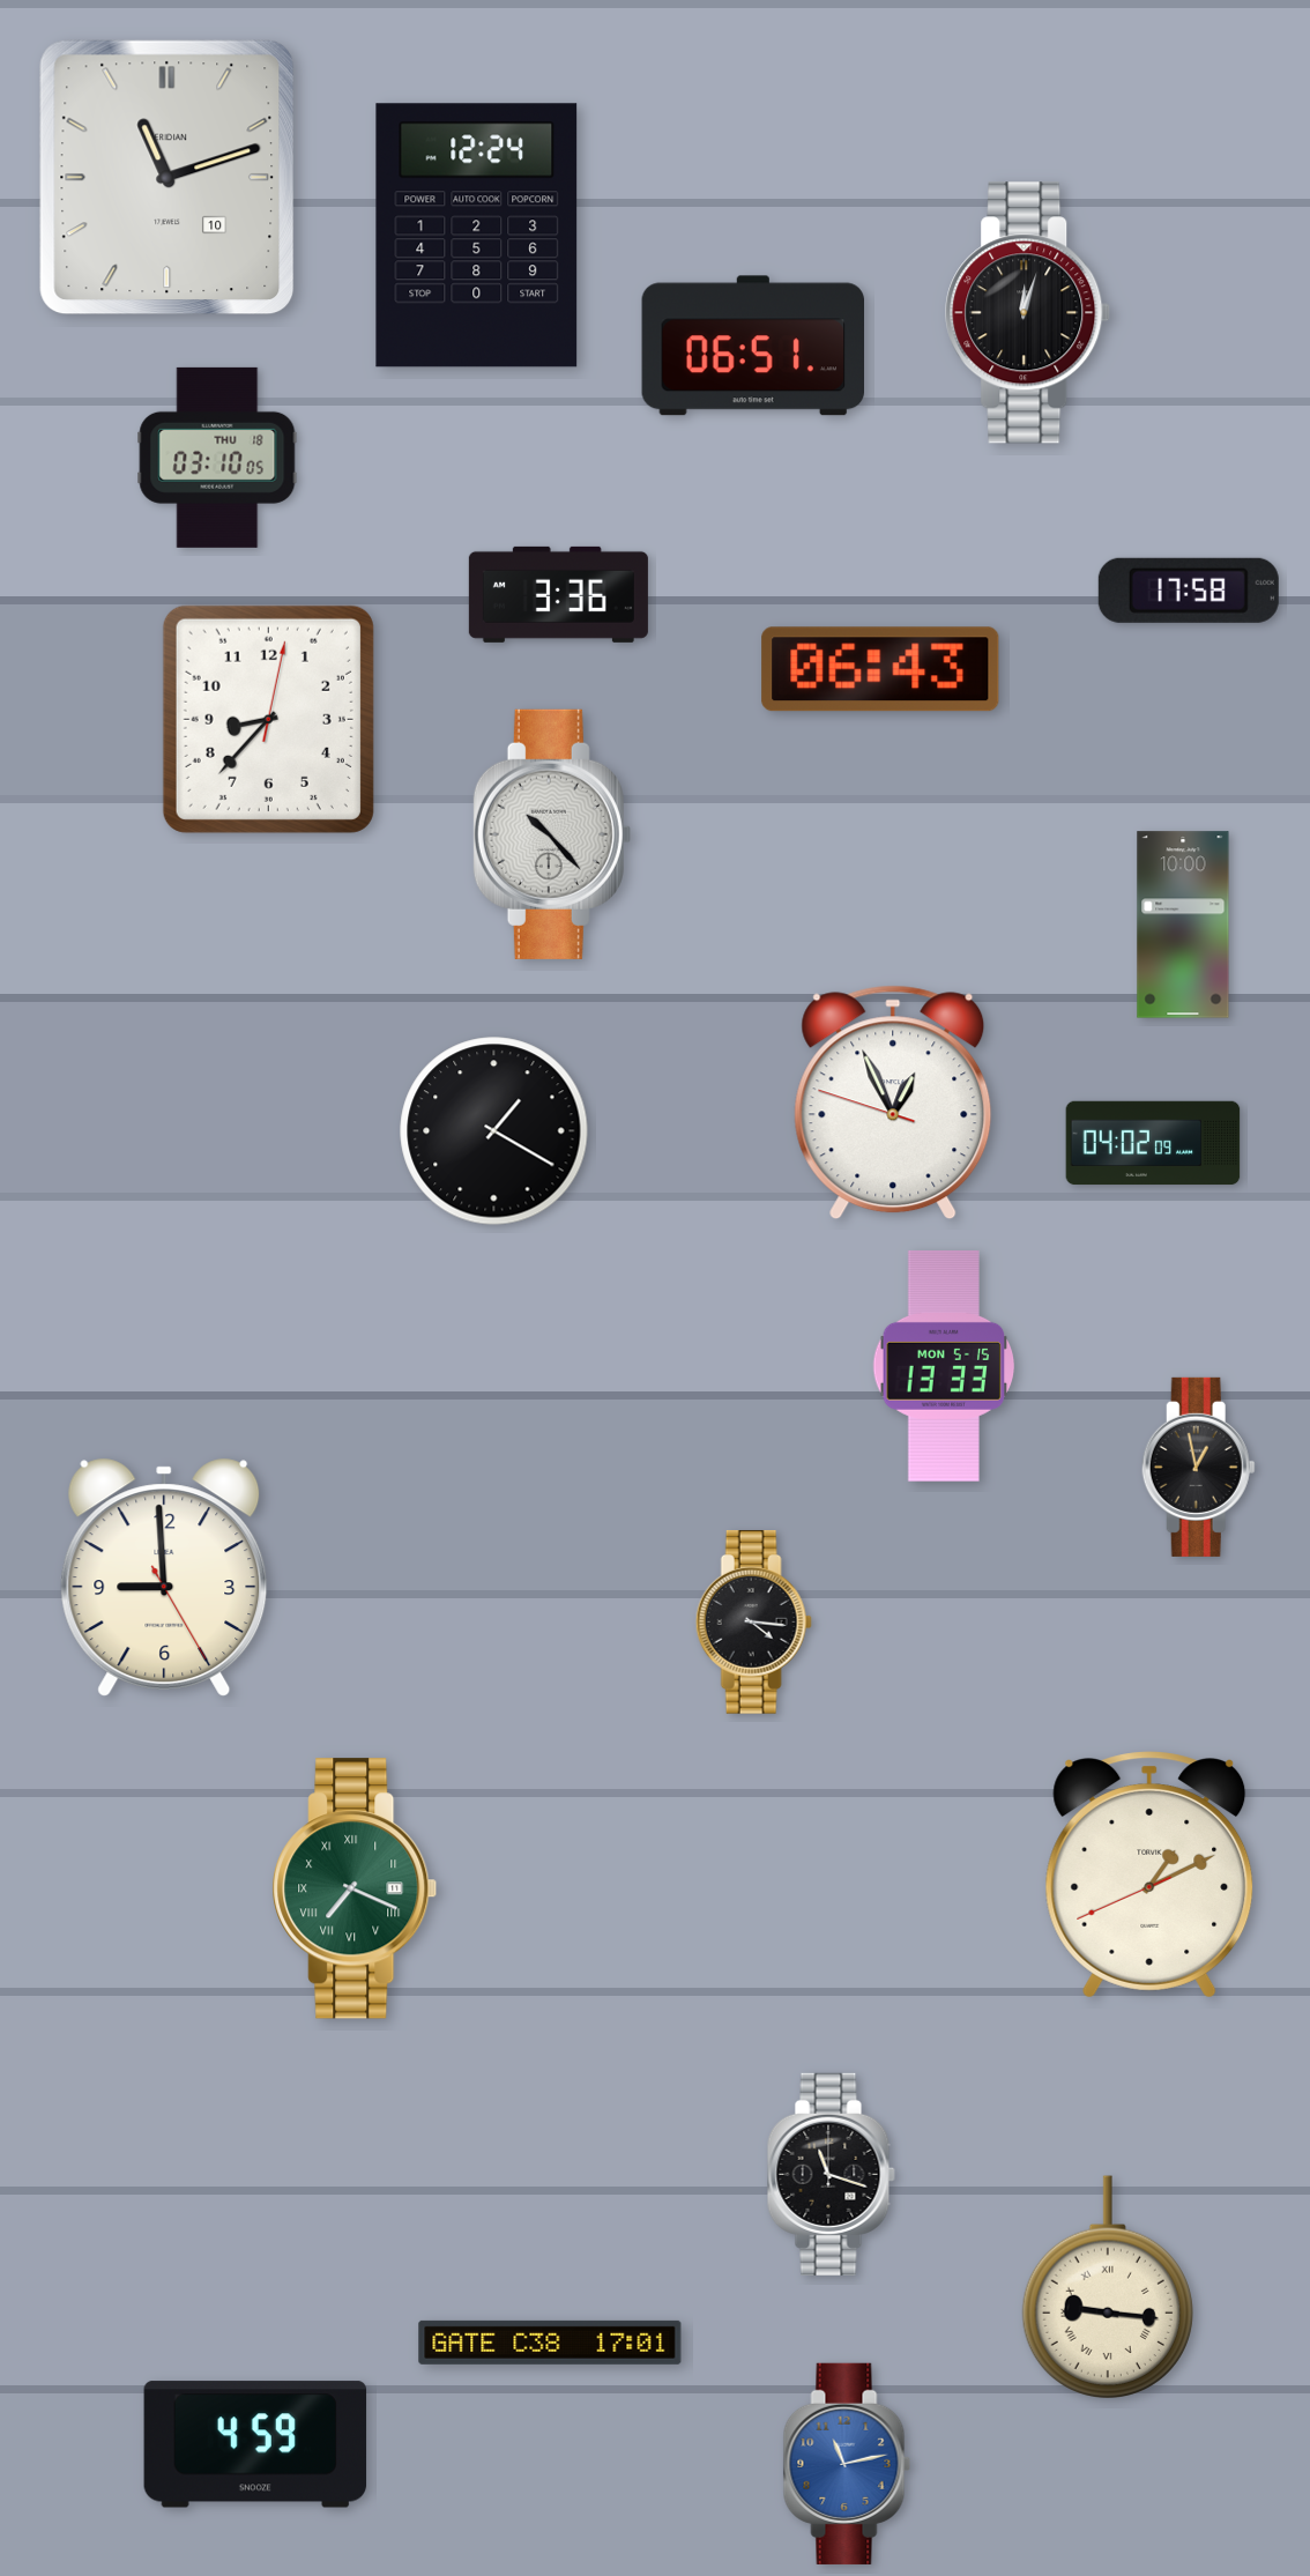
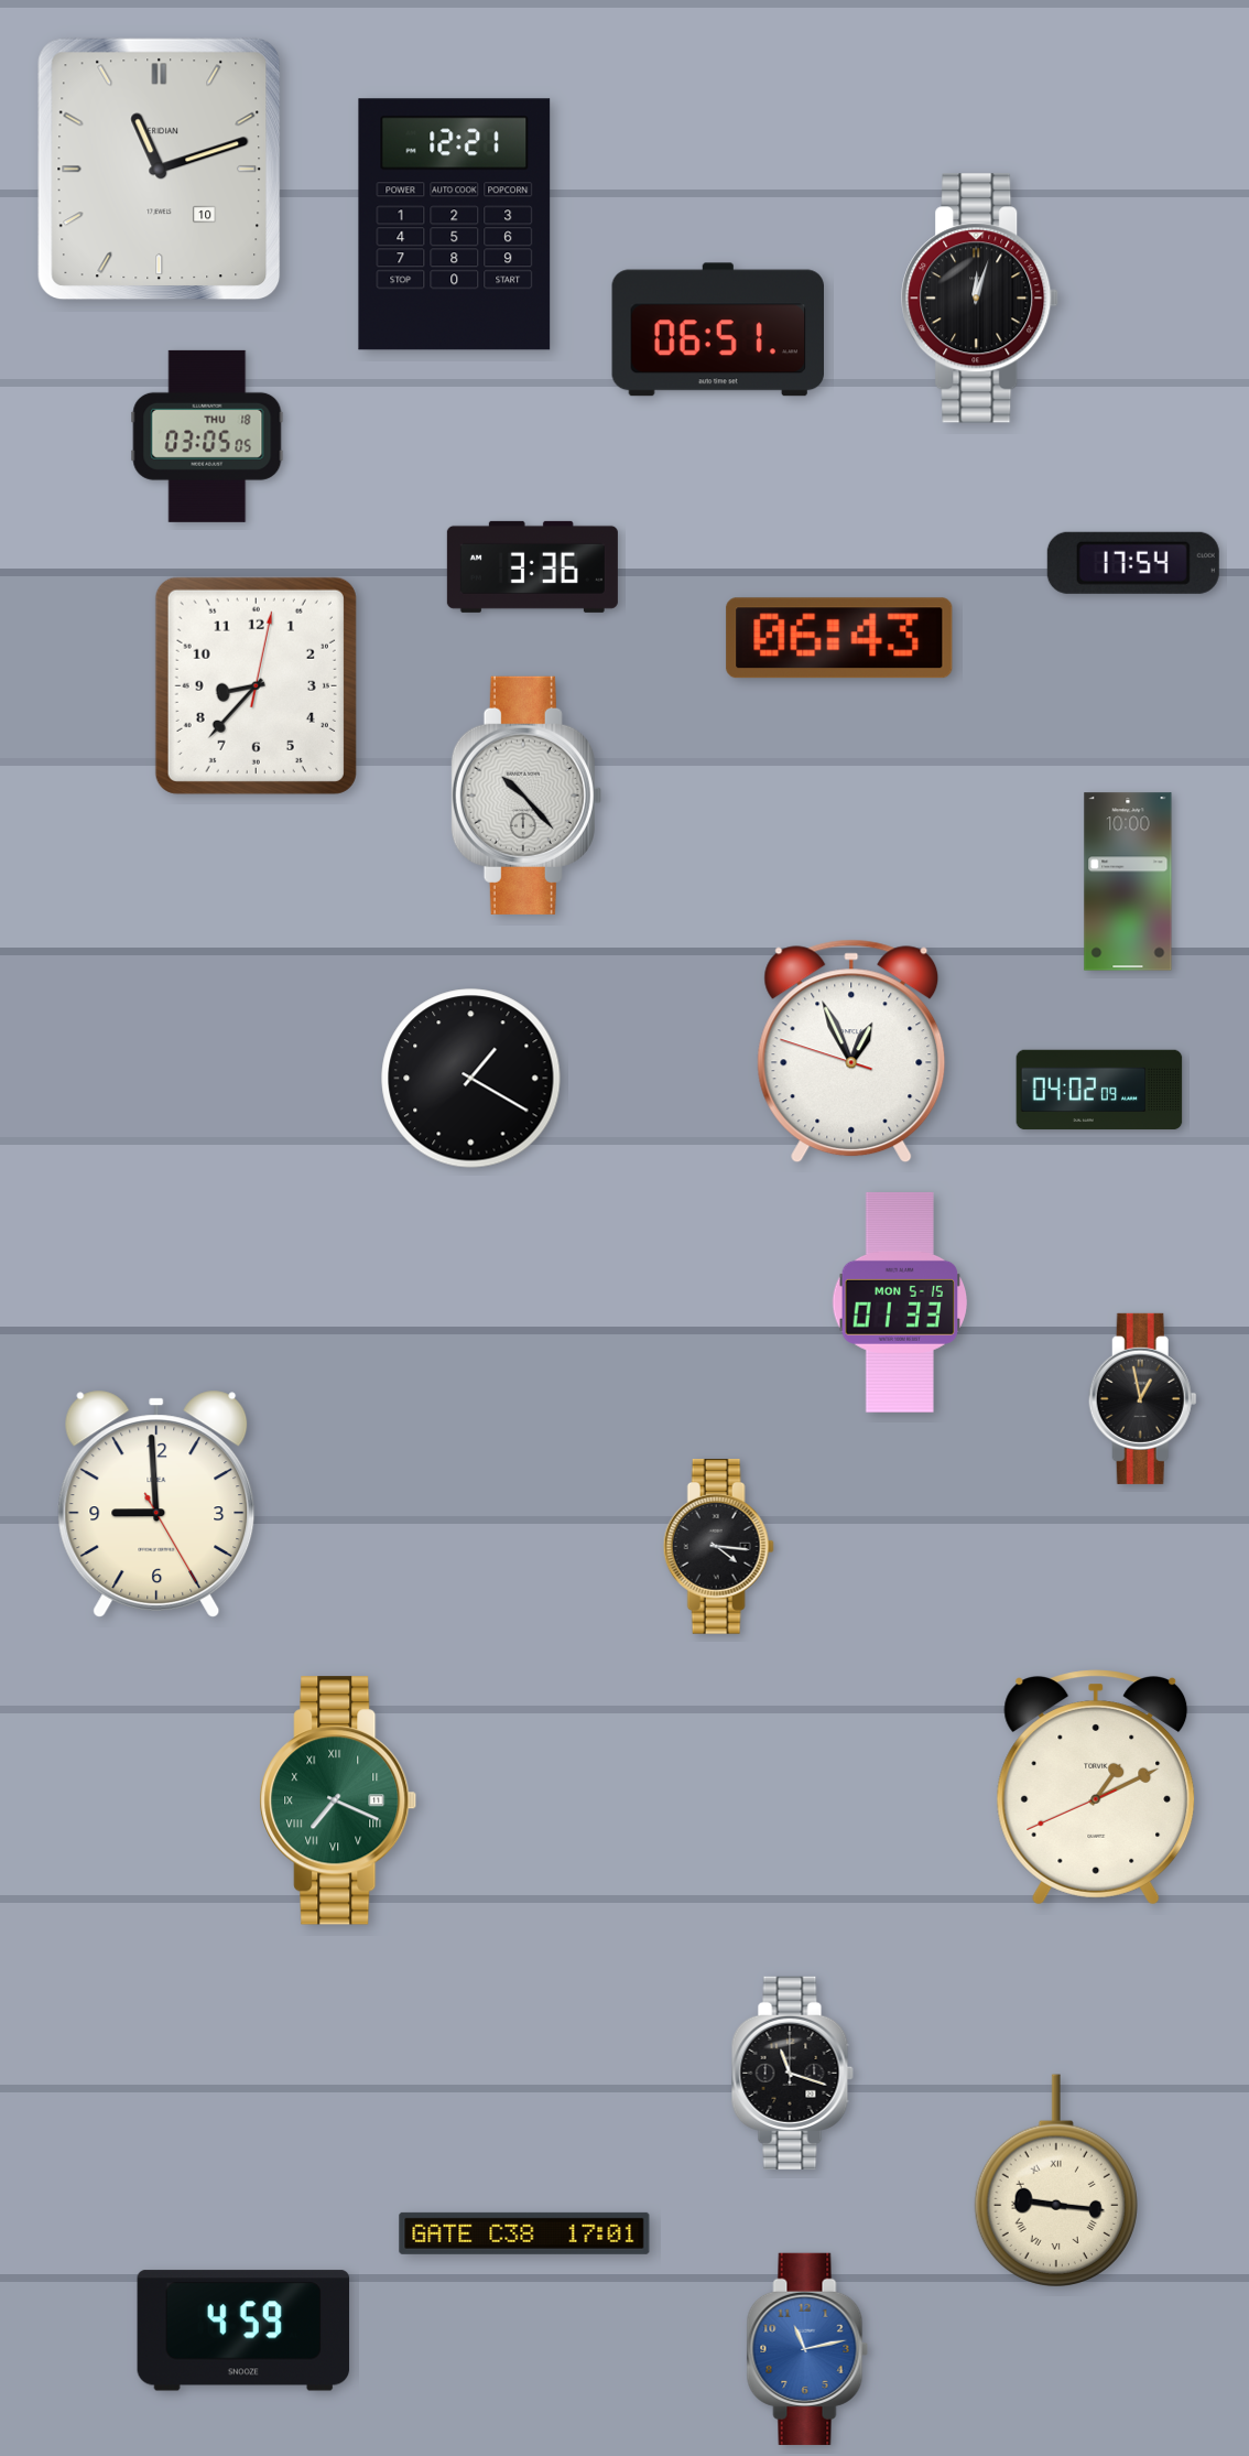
clock at (477, 236): 12:24 -> 12:21
clock at (217, 458): 03:10 -> 03:05
clock at (1189, 591): 17:58 -> 17:54
clock at (944, 1366): 13:33 -> 01:33
